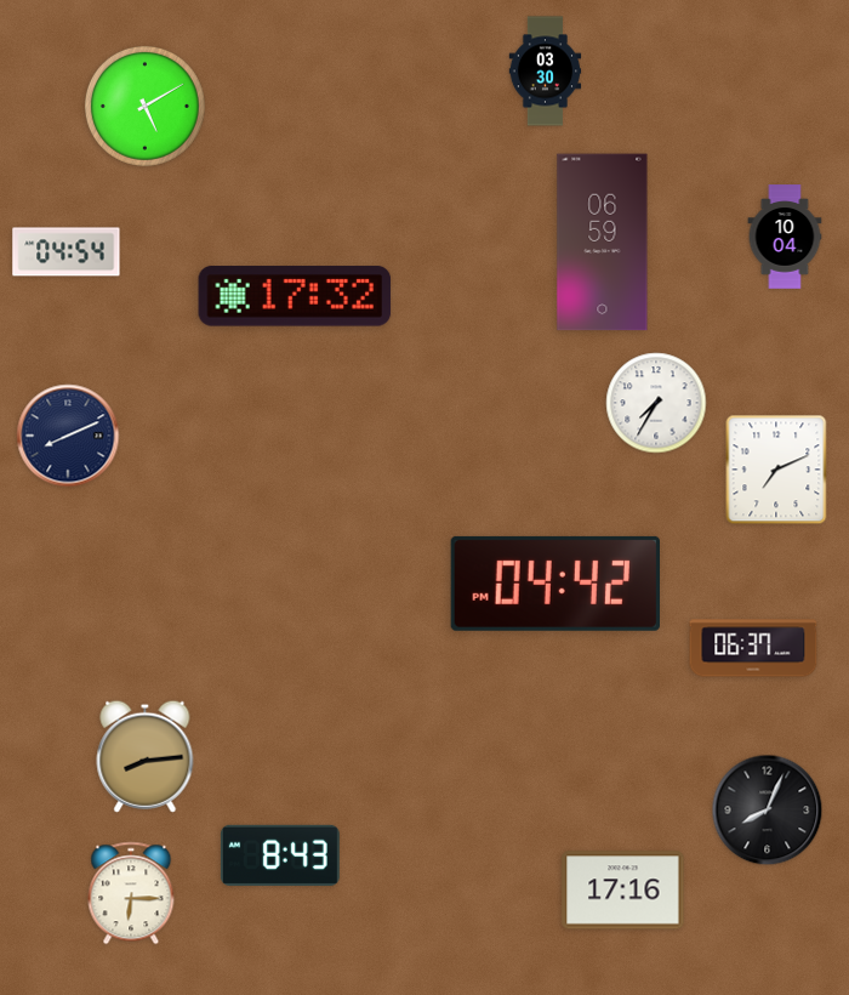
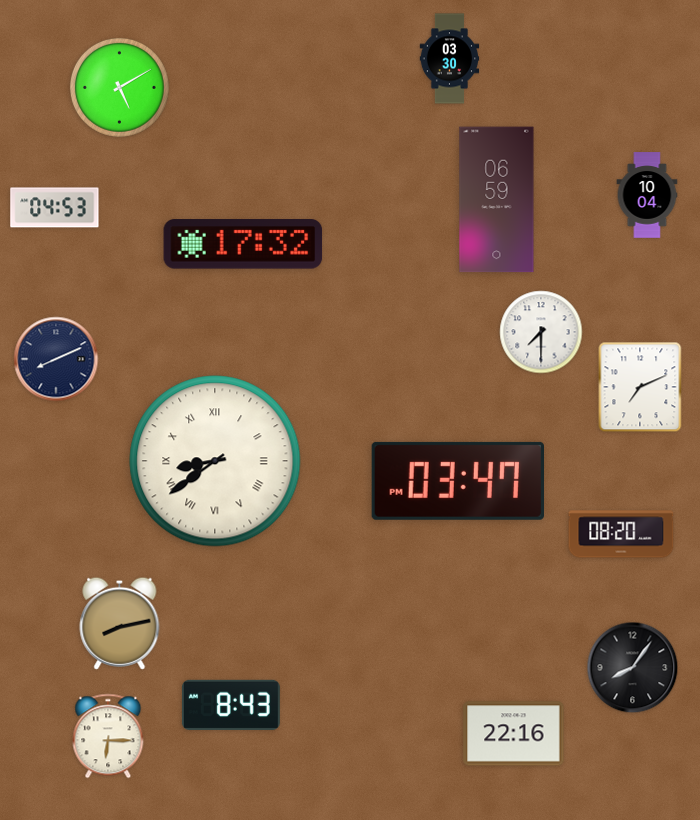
clock at (67, 252): 04:54 -> 04:53
clock at (656, 403): 7:35 -> 7:30
clock at (215, 461): none -> 8:39
clock at (554, 584): 04:42 -> 03:47
clock at (753, 648): 06:37 -> 08:20
clock at (146, 756): 8:14 -> 8:13
clock at (768, 811): 8:04 -> 8:06
clock at (623, 891): 17:16 -> 22:16
